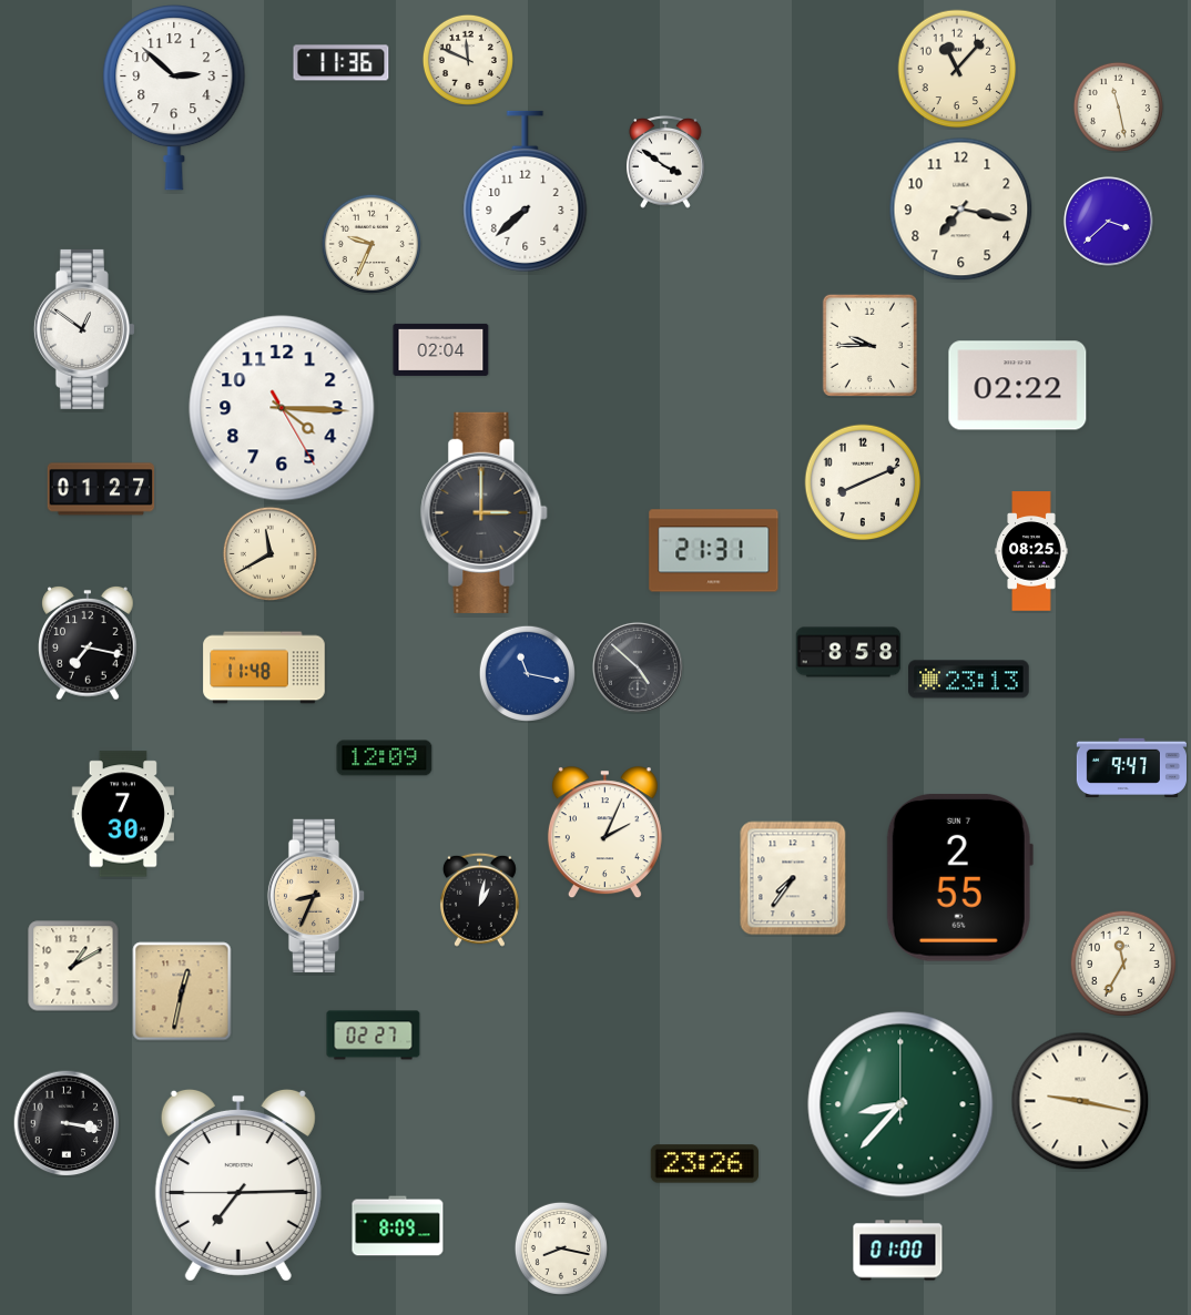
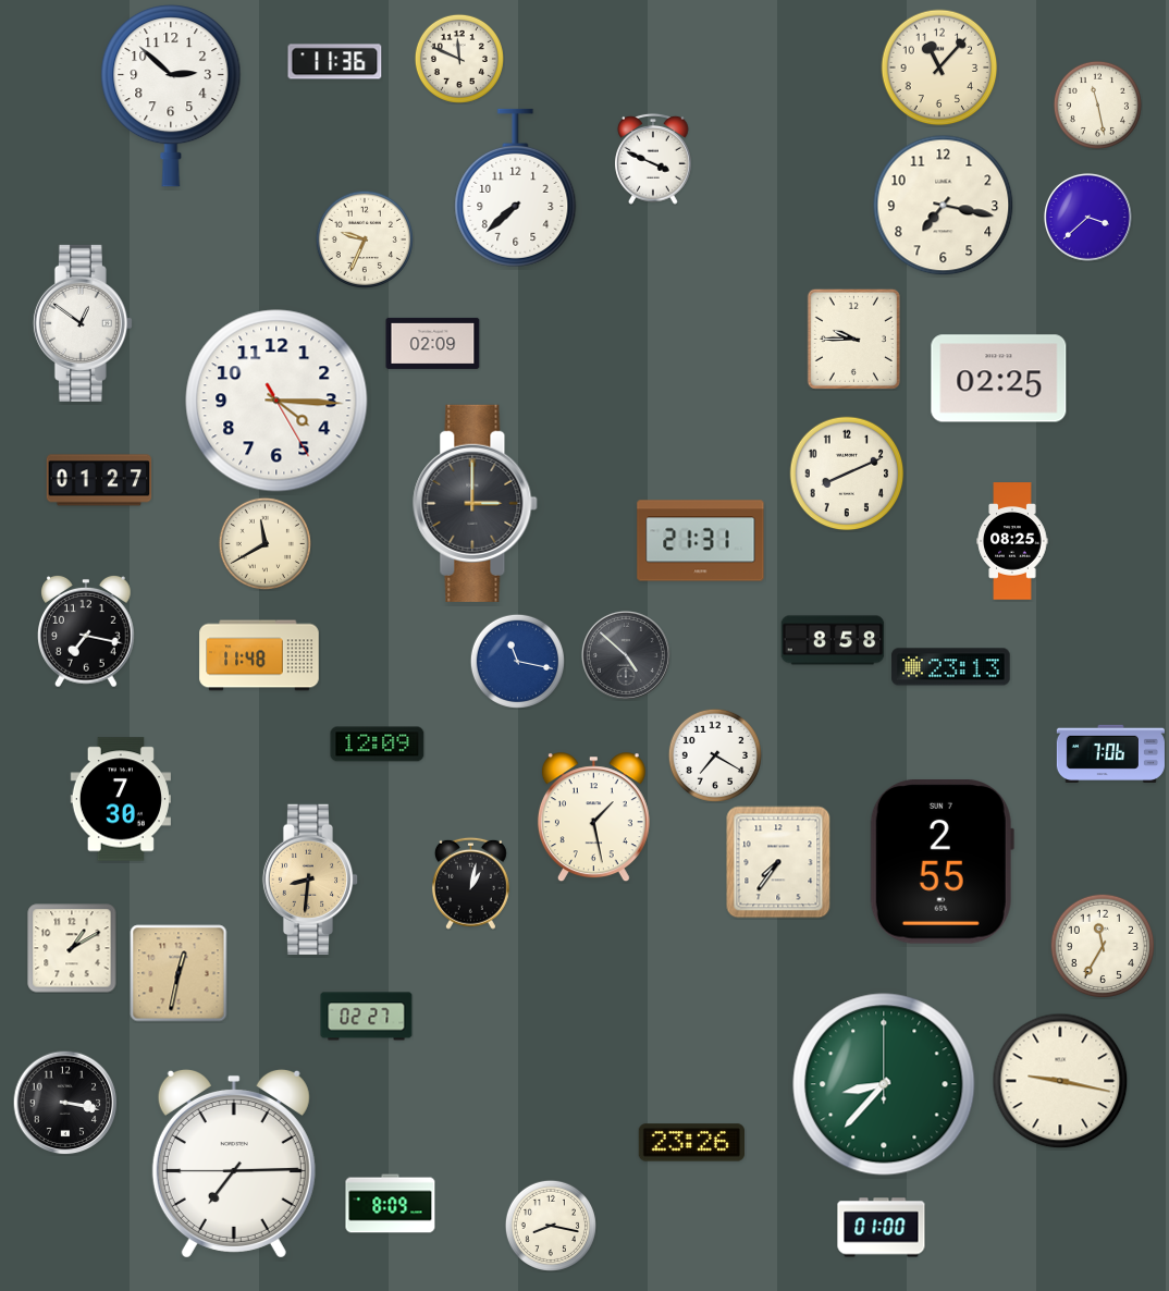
clock at (665, 162): 3:51 -> 3:49
clock at (441, 349): 02:04 -> 02:09
clock at (1018, 386): 02:22 -> 02:25
clock at (1131, 767): 9:47 -> 7:06
clock at (715, 755): none -> 7:20
clock at (604, 833): 2:04 -> 1:28
clock at (316, 896): 8:34 -> 8:31
